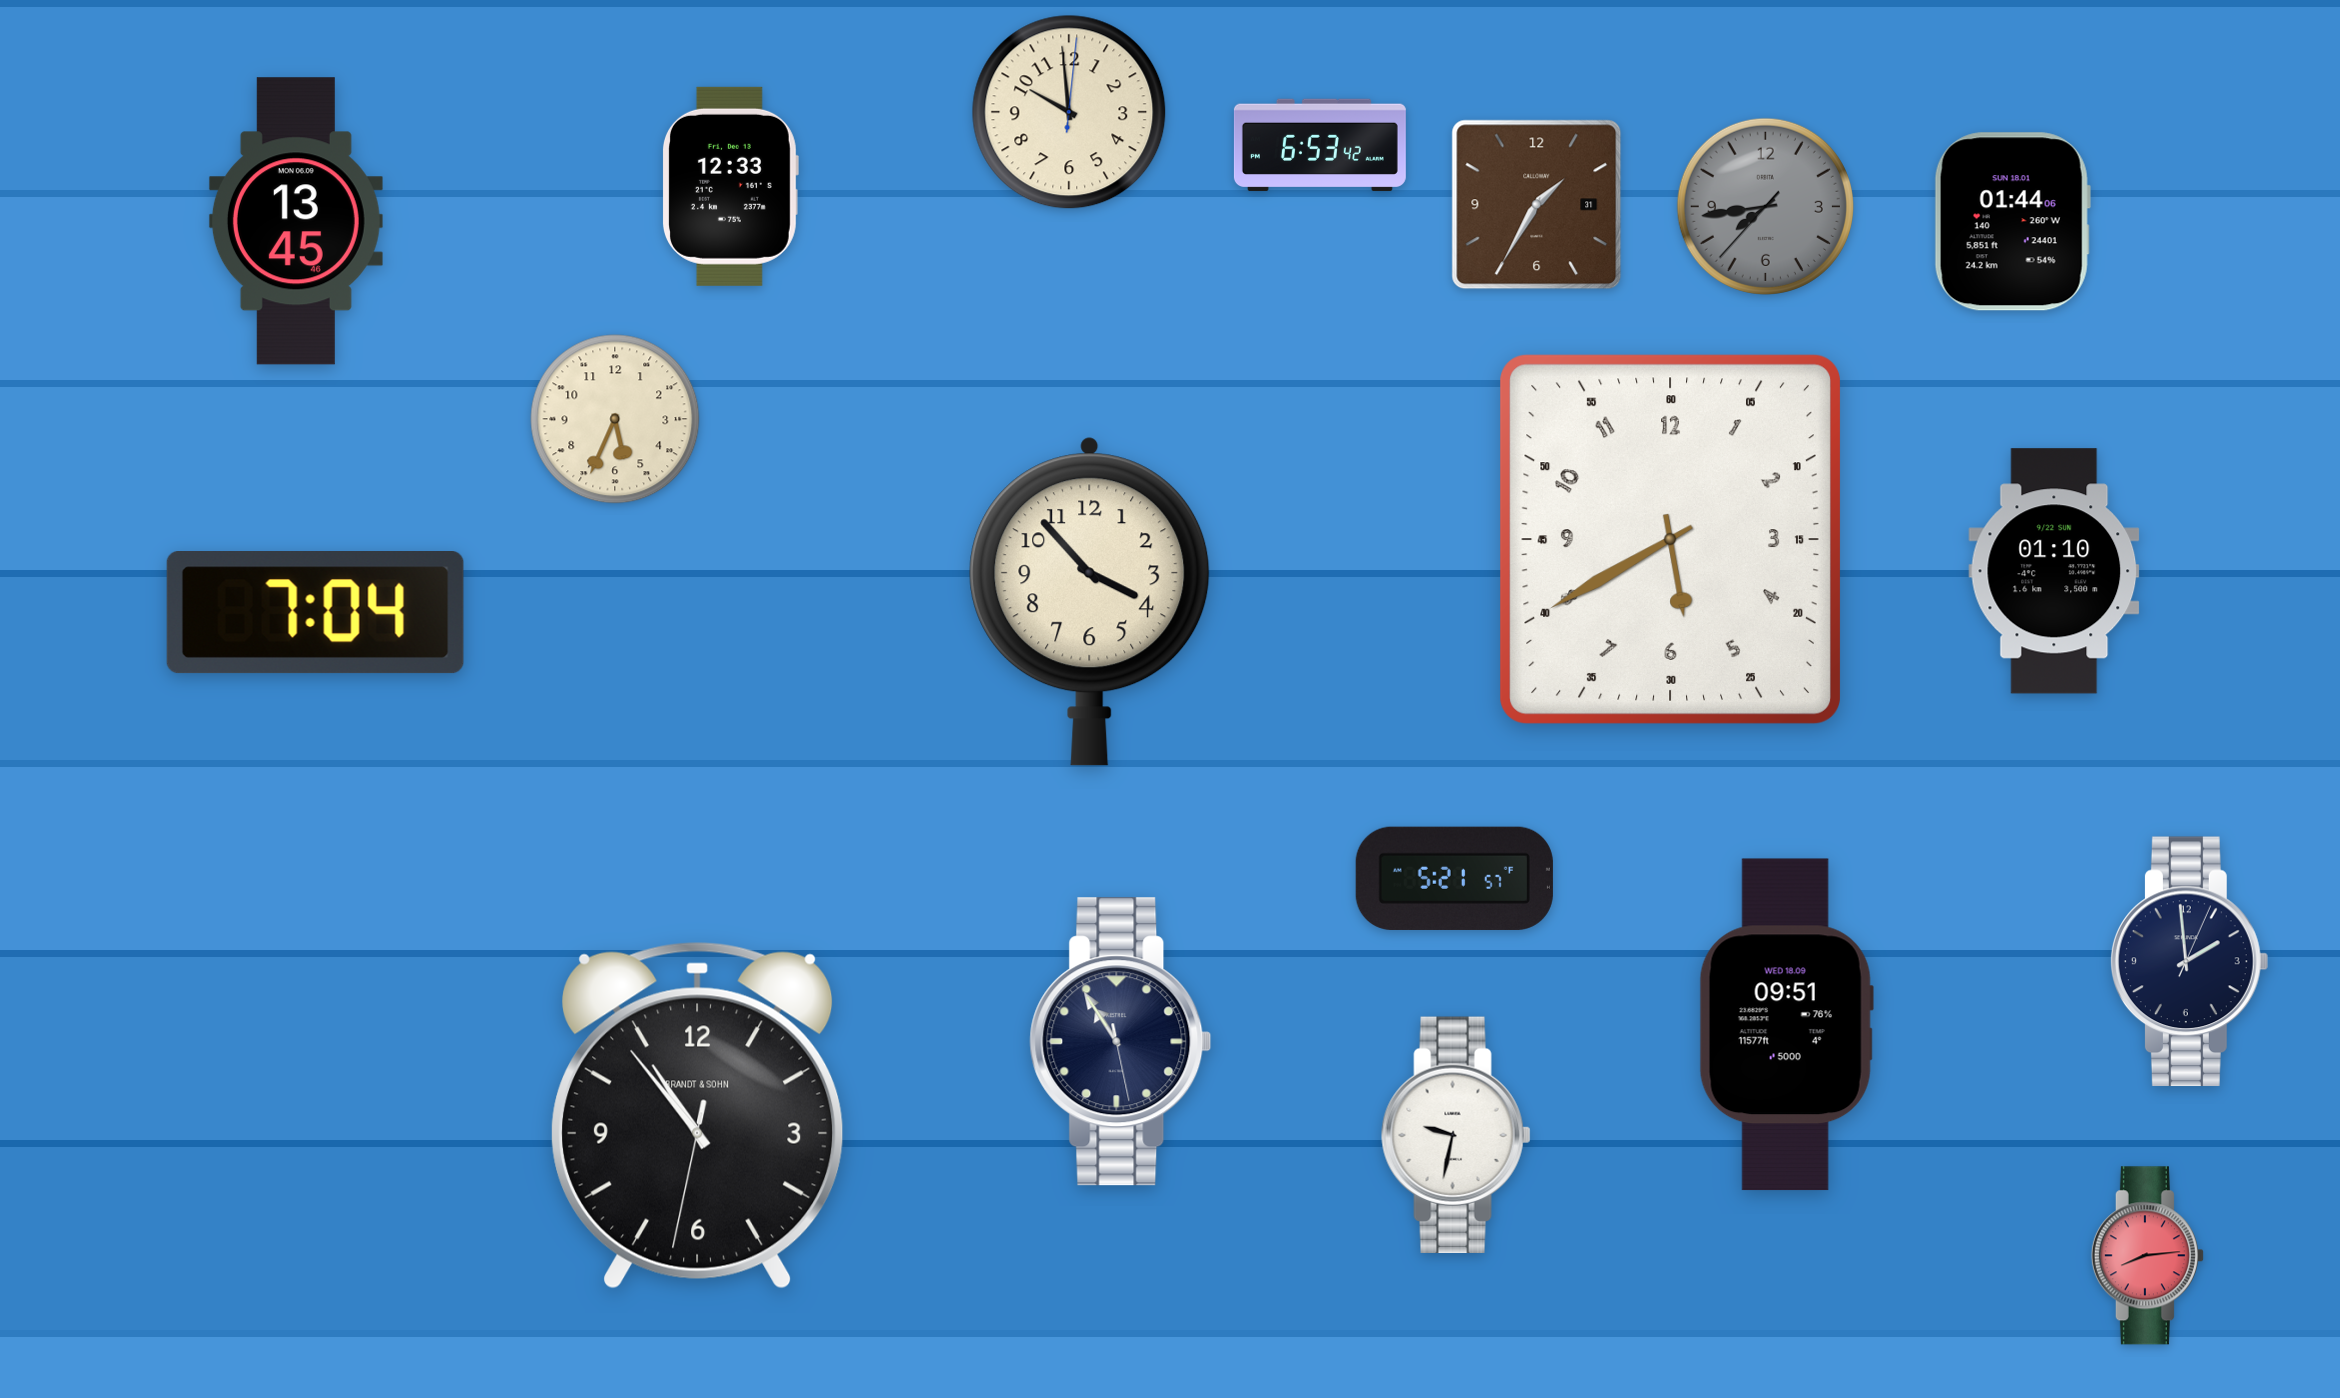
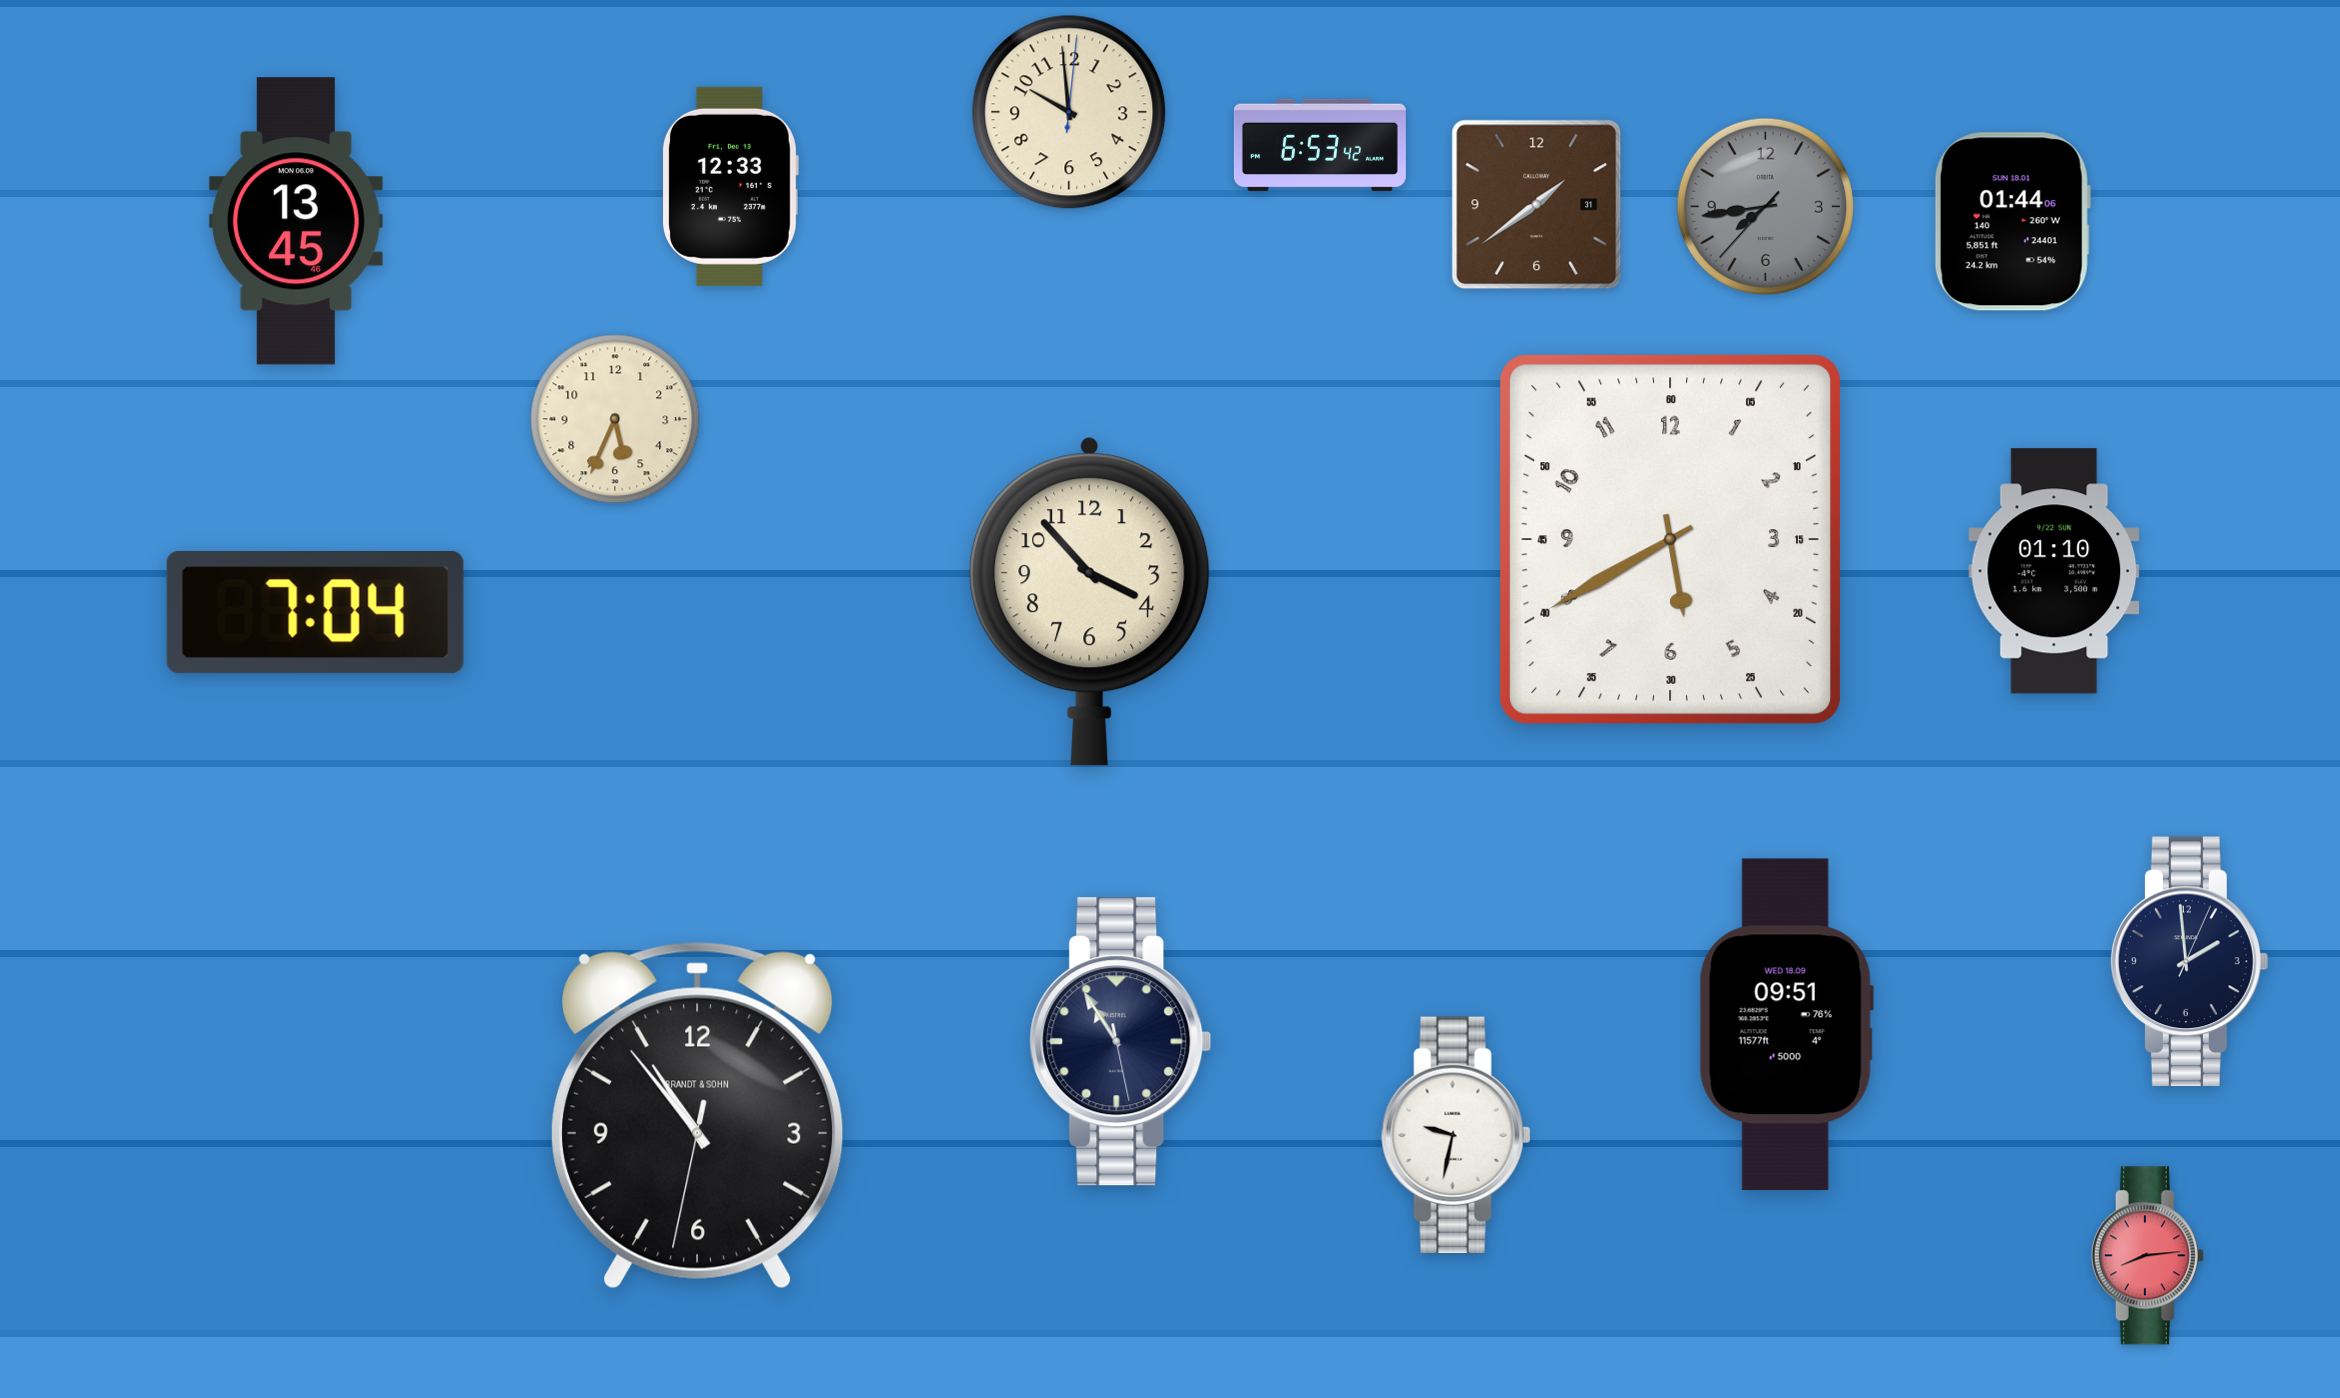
clock at (1537, 205): 1:35 -> 1:39
clock at (1454, 878): 5:21 -> none
